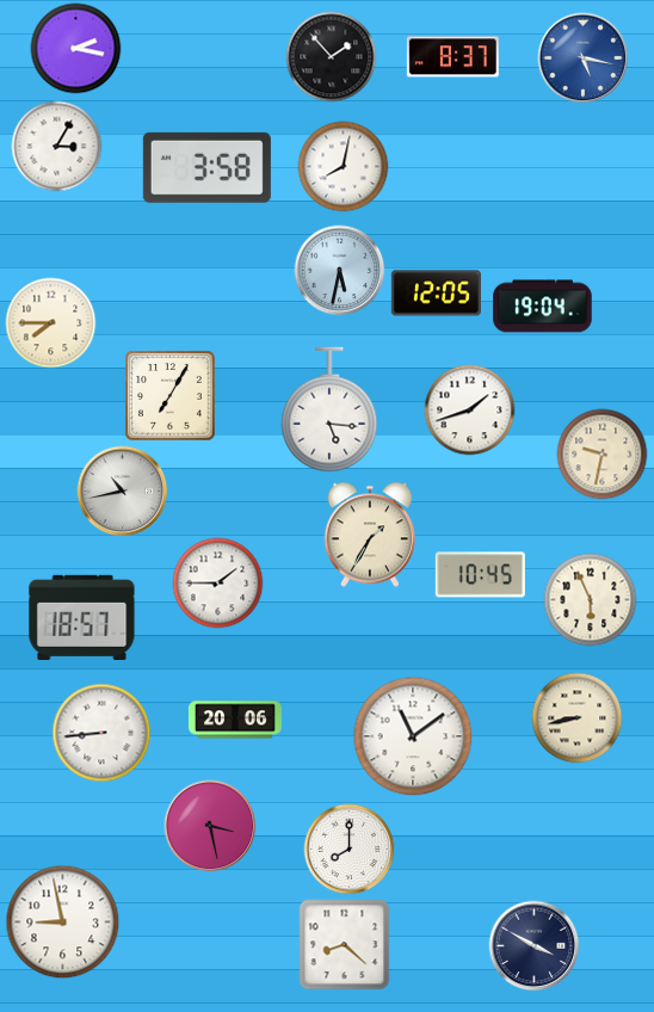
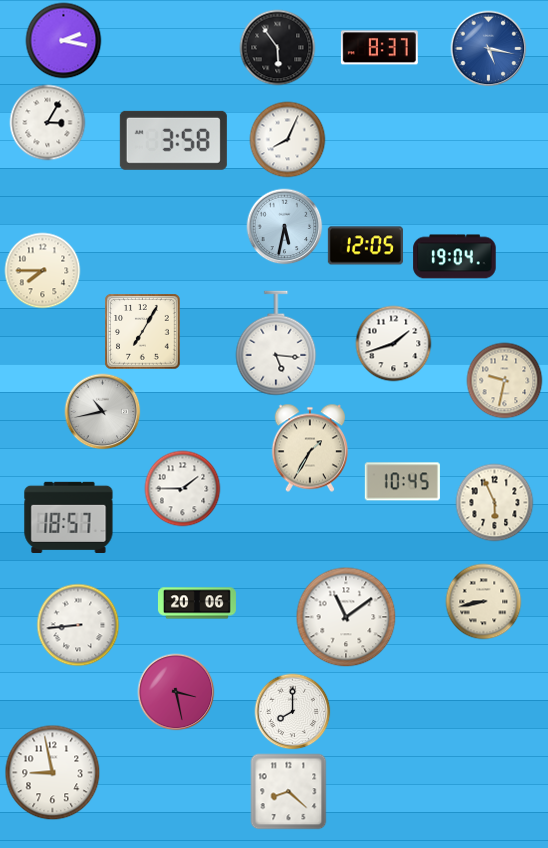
clock at (332, 57): 1:53 -> 5:54
clock at (344, 167): 8:02 -> 8:04
clock at (101, 733) position: (101, 733) -> (78, 625)
clock at (535, 946): 3:50 -> none
